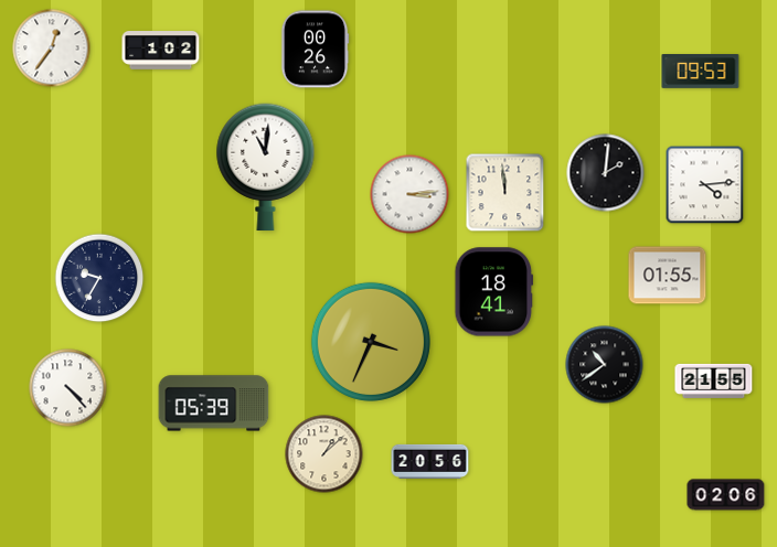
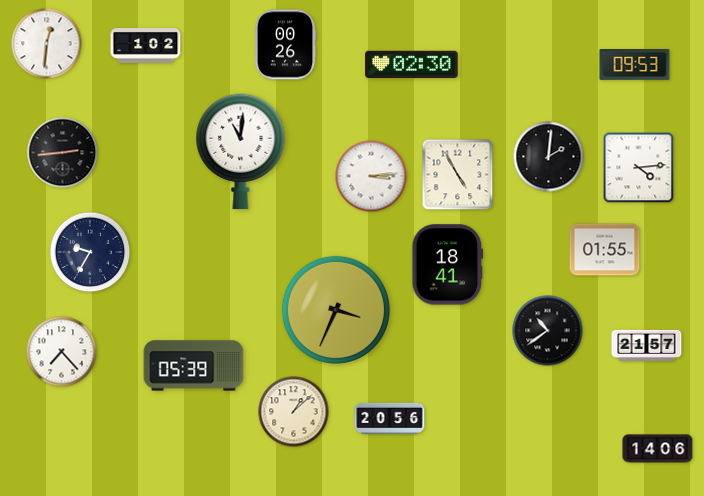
clock at (52, 49): 12:36 -> 12:31
clock at (412, 64): none -> 02:30
clock at (63, 153): none -> 2:44
clock at (505, 193): 11:59 -> 4:55
clock at (714, 380): 21:55 -> 21:57
clock at (68, 388): 4:23 -> 7:23
clock at (726, 495): 02:06 -> 14:06
